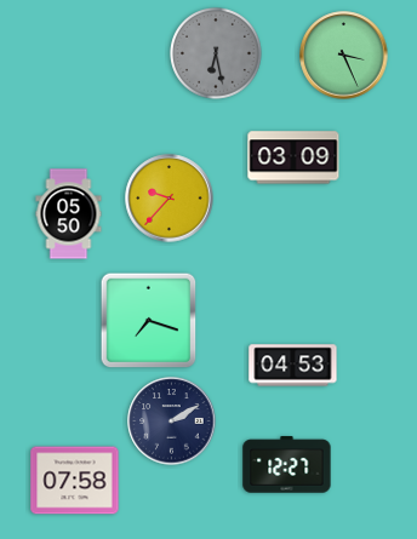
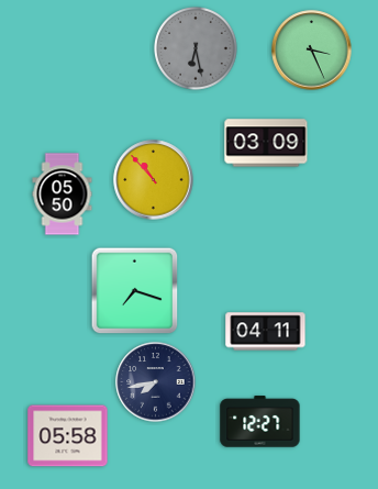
clock at (170, 199): 9:37 -> 10:53
clock at (293, 366): 04:53 -> 04:11
clock at (172, 422): 2:10 -> 7:43
clock at (75, 481): 07:58 -> 05:58
